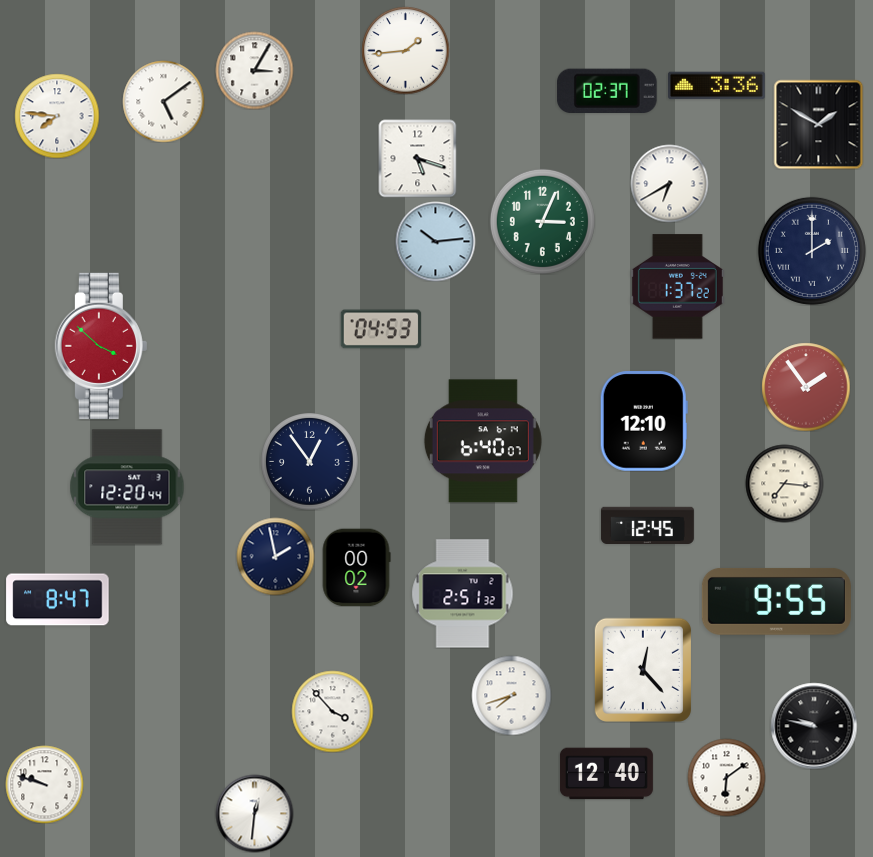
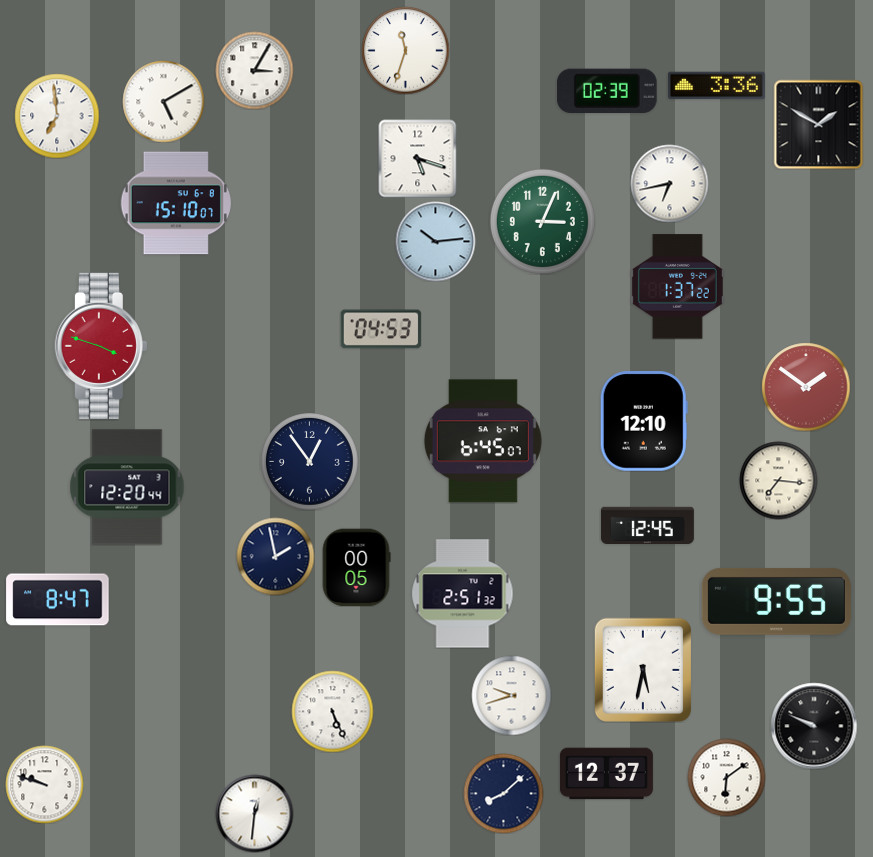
clock at (405, 50): 1:44 -> 11:33
clock at (608, 90): 02:37 -> 02:39
clock at (163, 101): 5:09 -> 5:10
clock at (57, 116): 7:46 -> 6:59
clock at (669, 183): 6:40 -> 6:43
clock at (176, 203): none -> 15:10
clock at (812, 251): 2:00 -> none
clock at (101, 346): 3:52 -> 3:48
clock at (806, 387): 1:54 -> 1:51
clock at (483, 441): 6:40 -> 6:45
clock at (784, 483) position: (784, 483) -> (778, 480)
clock at (356, 567): 00:02 -> 00:05
clock at (643, 670): 12:23 -> 5:32
clock at (511, 695): 7:42 -> 9:42
clock at (332, 711): 3:53 -> 5:26
clock at (814, 726): 9:47 -> 9:49
clock at (606, 774): 12:40 -> 12:37
clock at (503, 793): none -> 8:08
